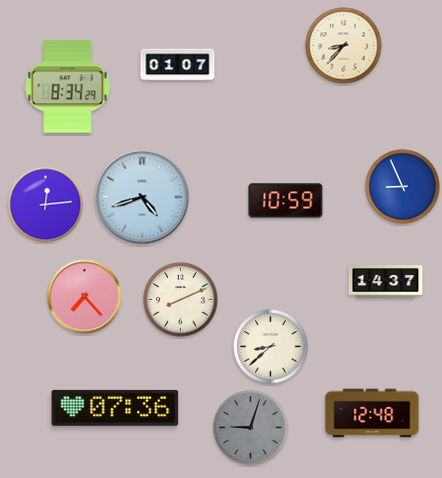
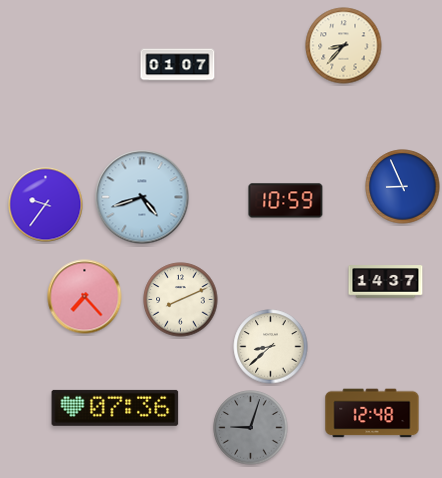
clock at (68, 87): 8:34 -> none
clock at (46, 205): 12:14 -> 9:36
